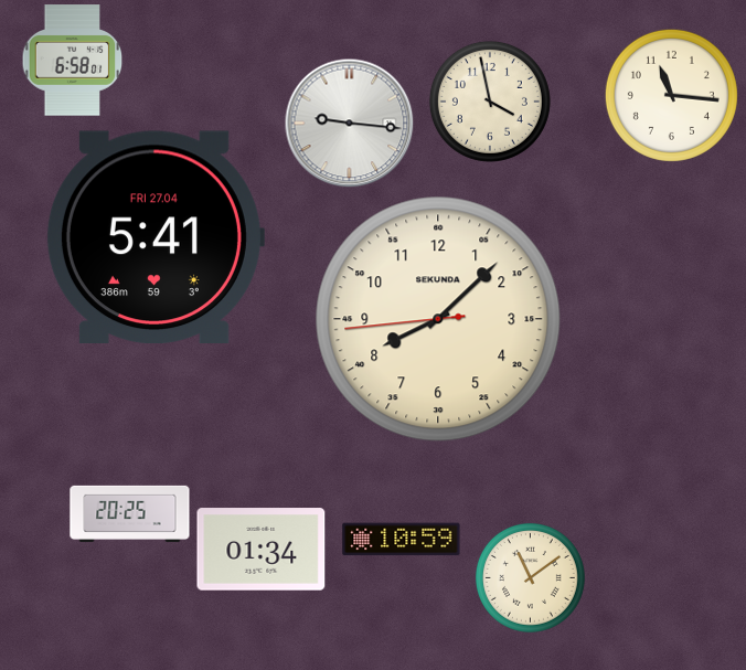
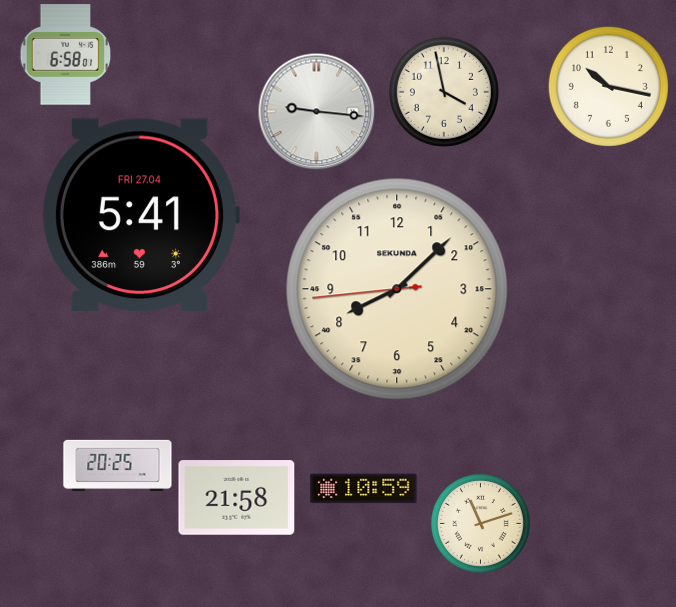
clock at (671, 95): 11:16 -> 10:17
clock at (262, 550): 01:34 -> 21:58
clock at (530, 577): 11:09 -> 11:12
